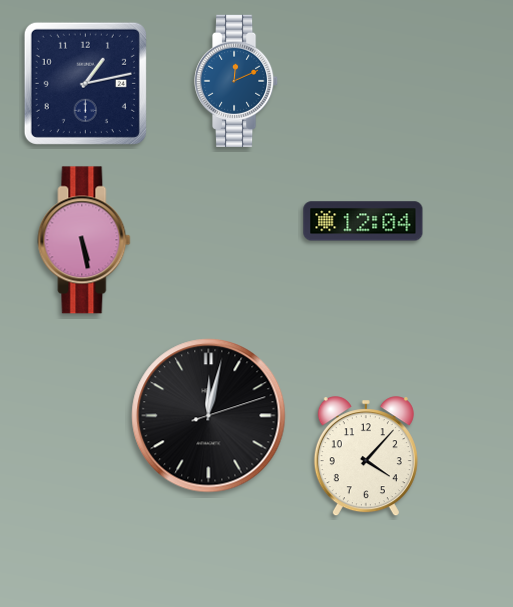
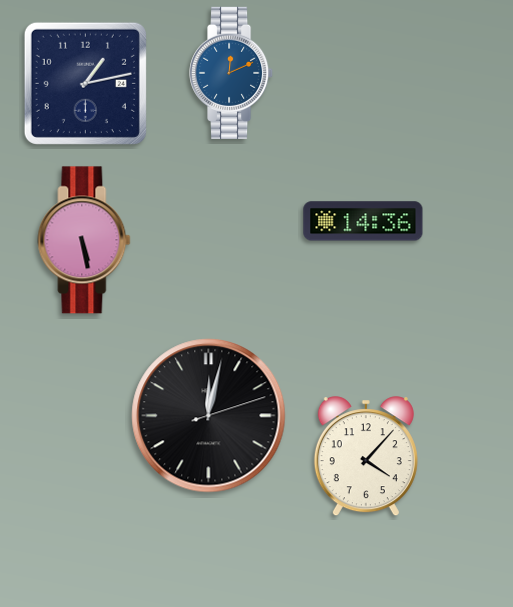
clock at (237, 81) position: (237, 81) -> (232, 73)
clock at (363, 221): 12:04 -> 14:36
